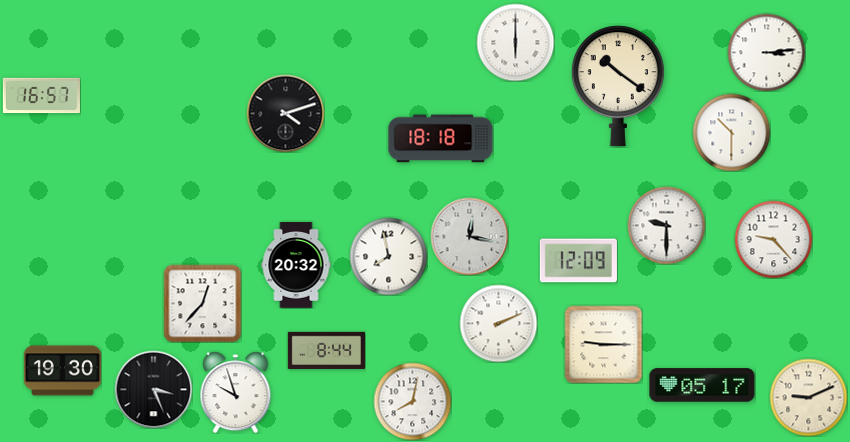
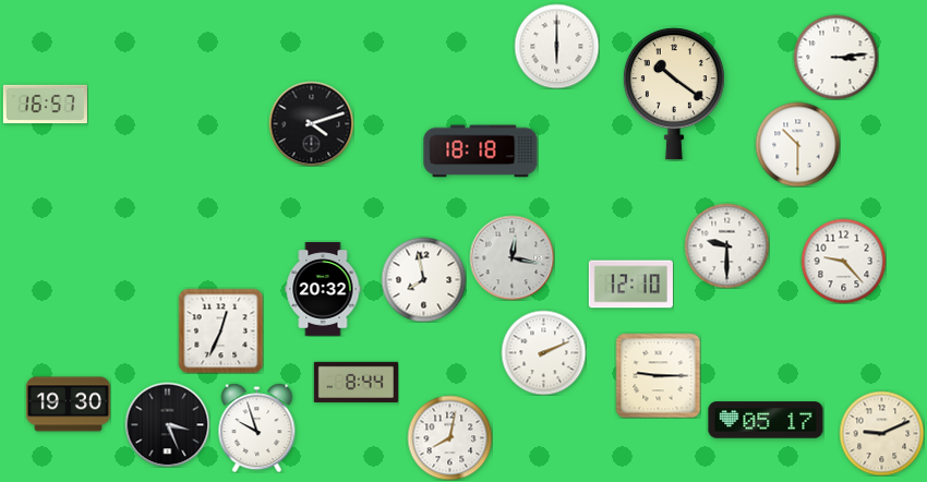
clock at (515, 42) position: (515, 42) -> (556, 46)
clock at (578, 261): 12:09 -> 12:10
clock at (202, 303): 12:37 -> 12:34
